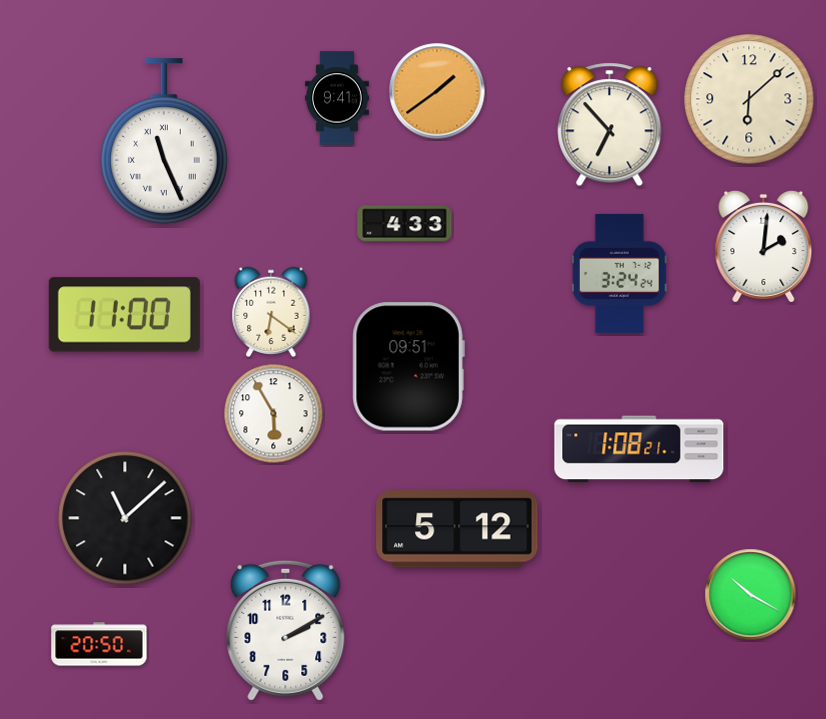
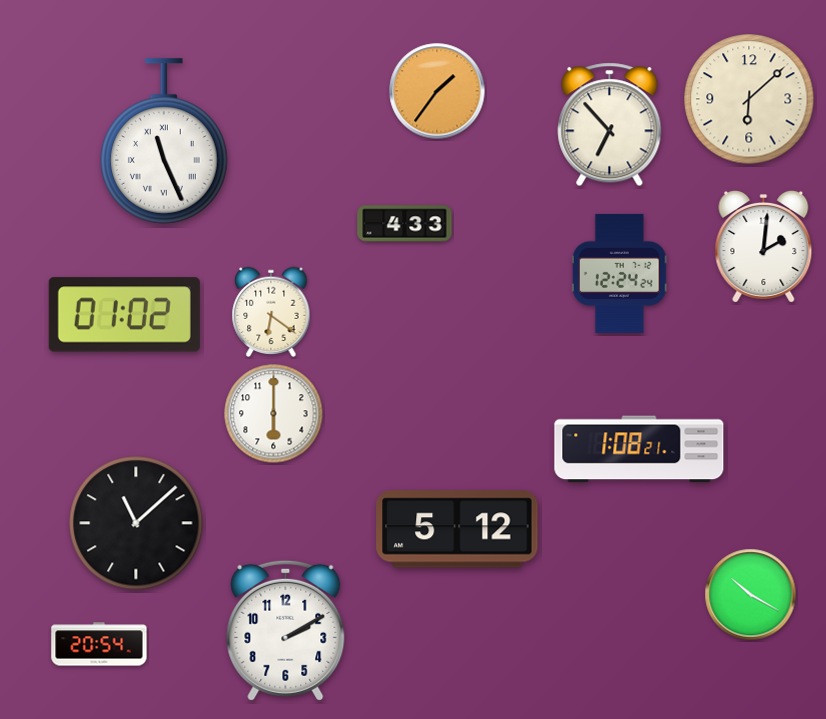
clock at (437, 91): 1:39 -> 1:36
clock at (338, 98): 9:41 -> none
clock at (619, 273): 3:24 -> 12:24
clock at (124, 315): 11:00 -> 01:02
clock at (408, 367): 09:51 -> none
clock at (274, 414): 5:55 -> 6:00
clock at (125, 518) position: (125, 518) -> (136, 523)
clock at (99, 644): 20:50 -> 20:54
